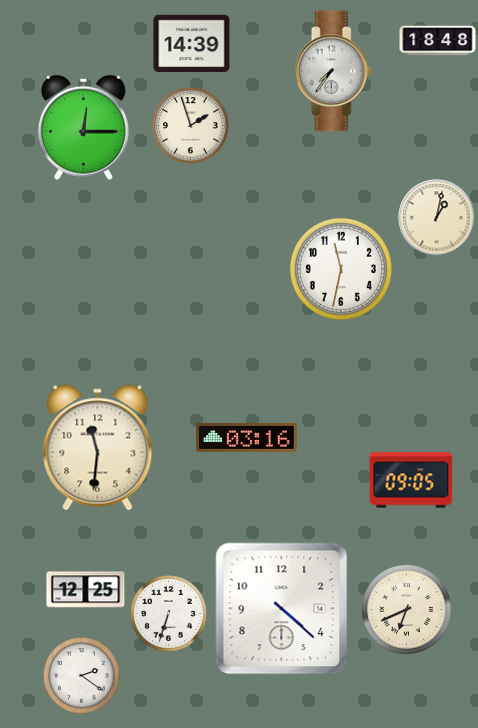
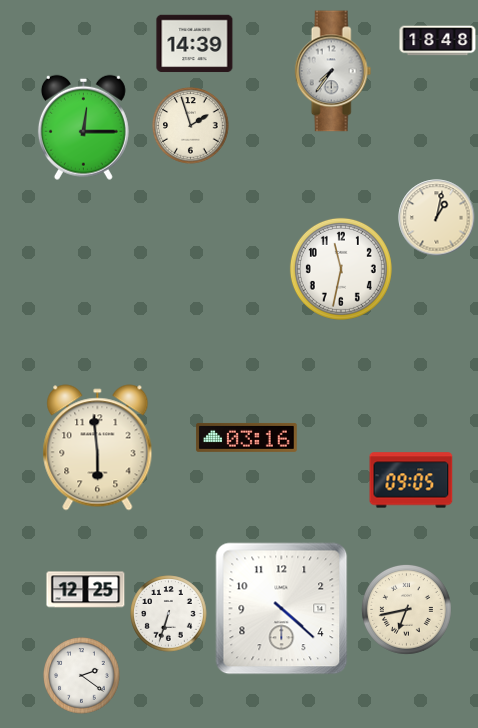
clock at (192, 44) position: (192, 44) -> (195, 44)
clock at (98, 448): 11:31 -> 5:59
clock at (406, 609): 6:41 -> 6:43
